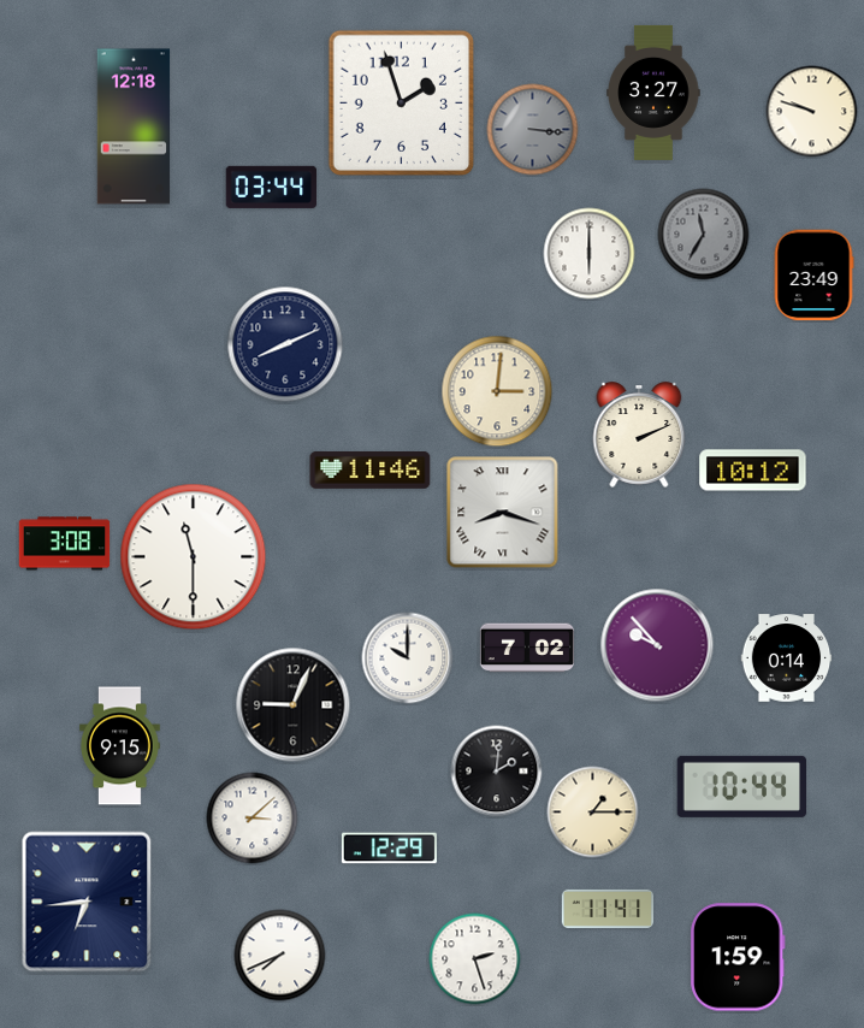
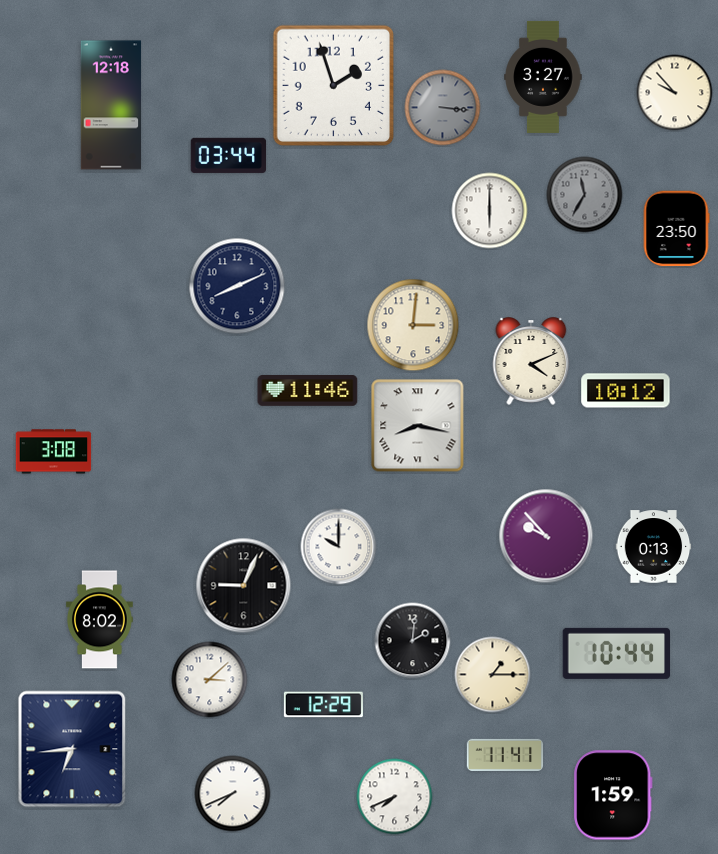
clock at (812, 112): 9:48 -> 9:53
clock at (272, 187) position: (272, 187) -> (229, 155)
clock at (813, 276): 23:49 -> 23:50
clock at (639, 435): 2:11 -> 4:11
clock at (503, 513): 8:18 -> 8:17
clock at (194, 557): 11:30 -> none
clock at (527, 648): 7:02 -> none
clock at (787, 658): 0:14 -> 0:13
clock at (119, 746): 9:15 -> 8:02
clock at (475, 959): 2:27 -> 7:41
